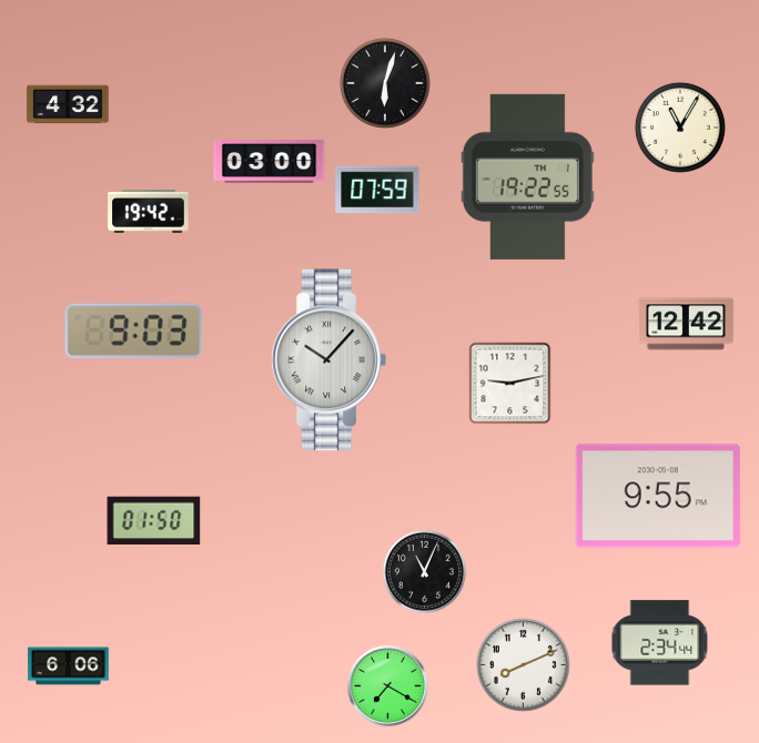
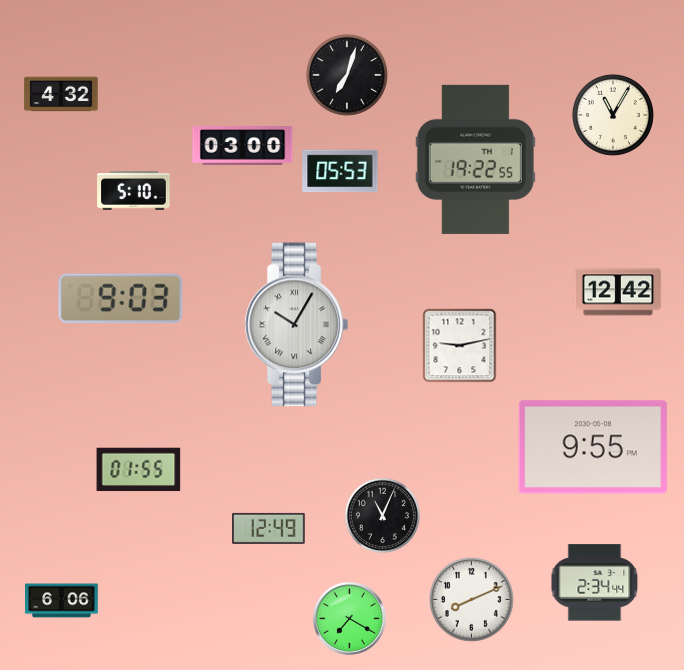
clock at (385, 83): 6:03 -> 7:03
clock at (377, 190): 07:59 -> 05:53
clock at (149, 212): 19:42 -> 5:10
clock at (328, 360): 10:07 -> 10:05
clock at (154, 521): 01:50 -> 01:55
clock at (269, 528): none -> 12:49
clock at (660, 643) position: (660, 643) -> (595, 583)
